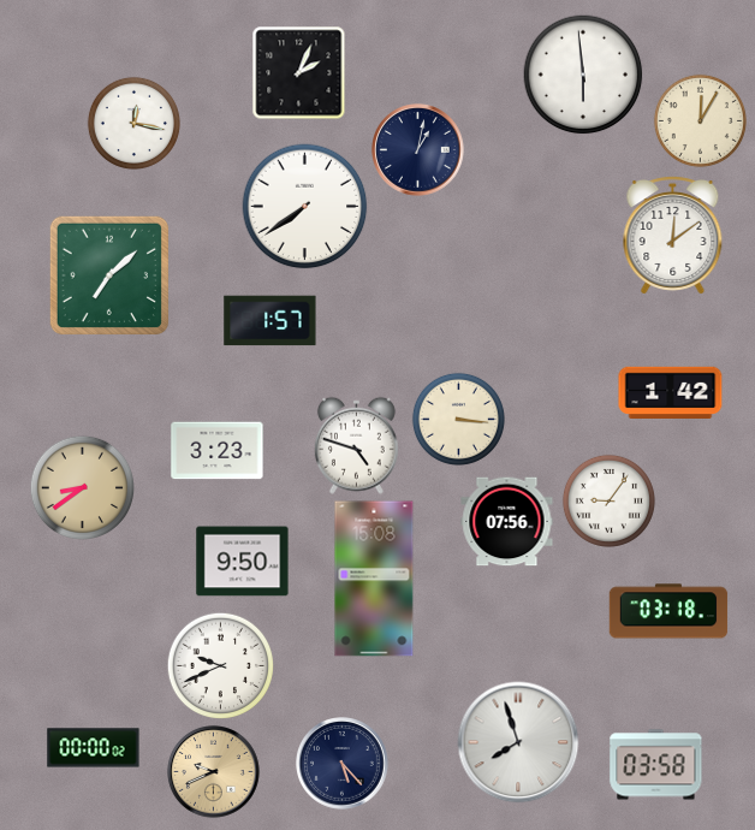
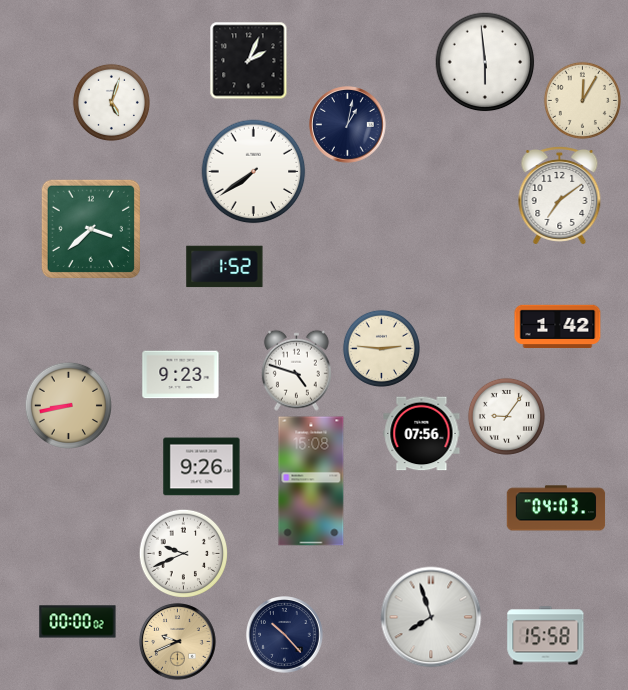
clock at (133, 123): 12:17 -> 5:03
clock at (673, 236): 12:09 -> 7:09
clock at (108, 274): 7:08 -> 3:38
clock at (271, 321): 1:57 -> 1:52
clock at (458, 419): 3:16 -> 2:46
clock at (218, 451): 3:23 -> 9:23
clock at (82, 487): 8:39 -> 8:43
clock at (243, 562): 9:50 -> 9:26
clock at (668, 611): 03:18 -> 04:03
clock at (343, 764): 5:23 -> 10:23
clock at (656, 765): 03:58 -> 15:58
